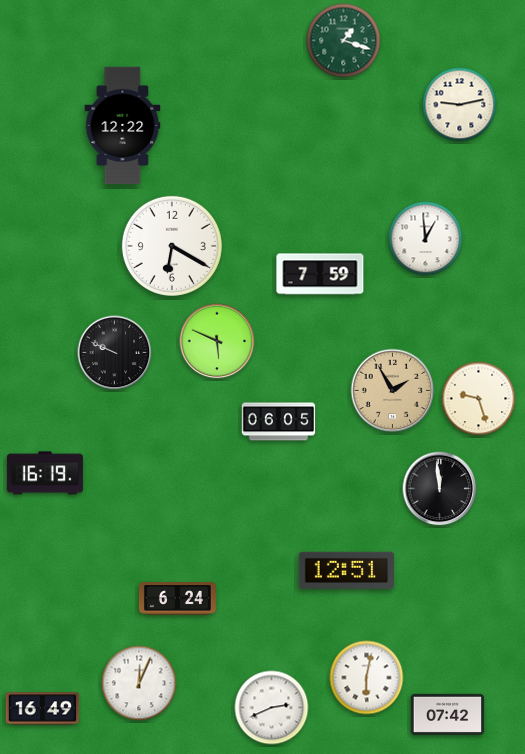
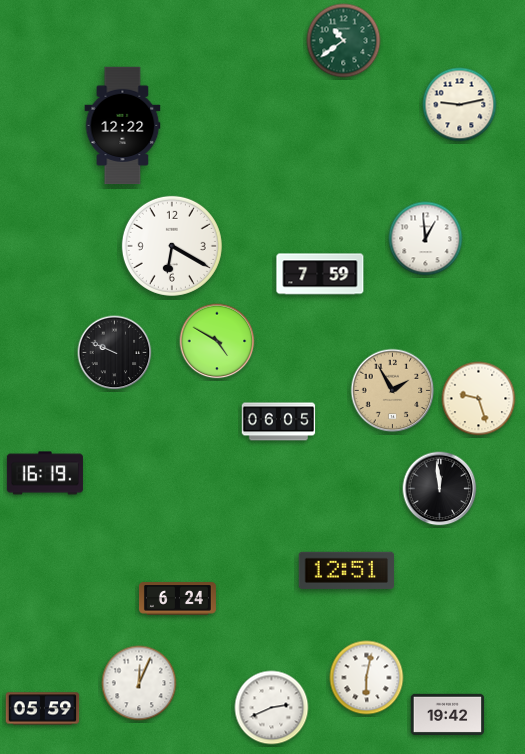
clock at (344, 41): 1:18 -> 10:39
clock at (217, 341): 5:49 -> 4:50
clock at (43, 709): 16:49 -> 05:59
clock at (448, 714): 07:42 -> 19:42
